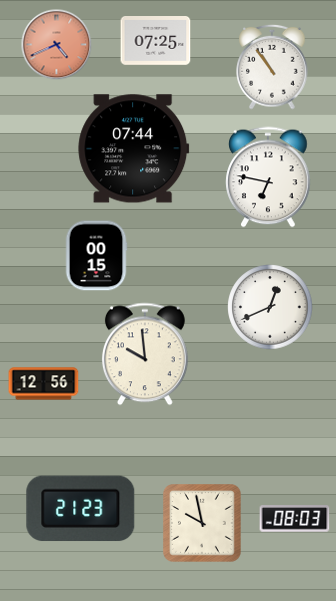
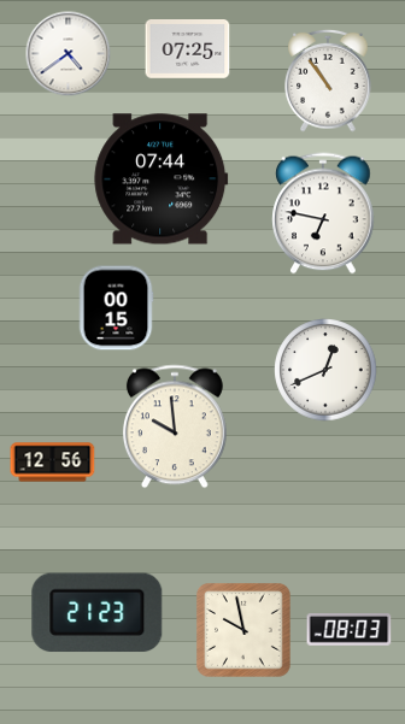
clock at (57, 45): 4:41 -> 4:39
clock at (57, 45) dial: salmon -> white
clock at (295, 519) position: (295, 519) -> (350, 630)
